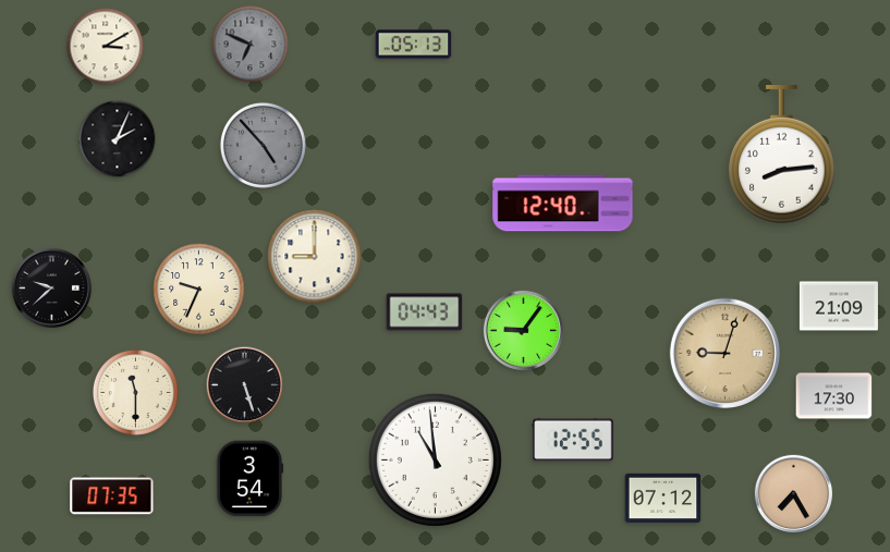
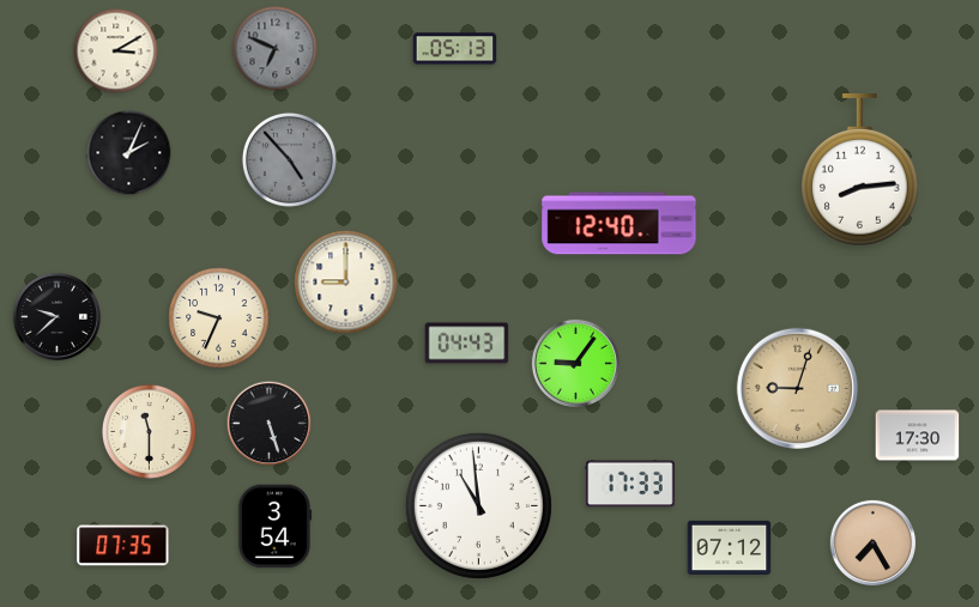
clock at (839, 306): 21:09 -> none
clock at (574, 440): 12:55 -> 17:33
